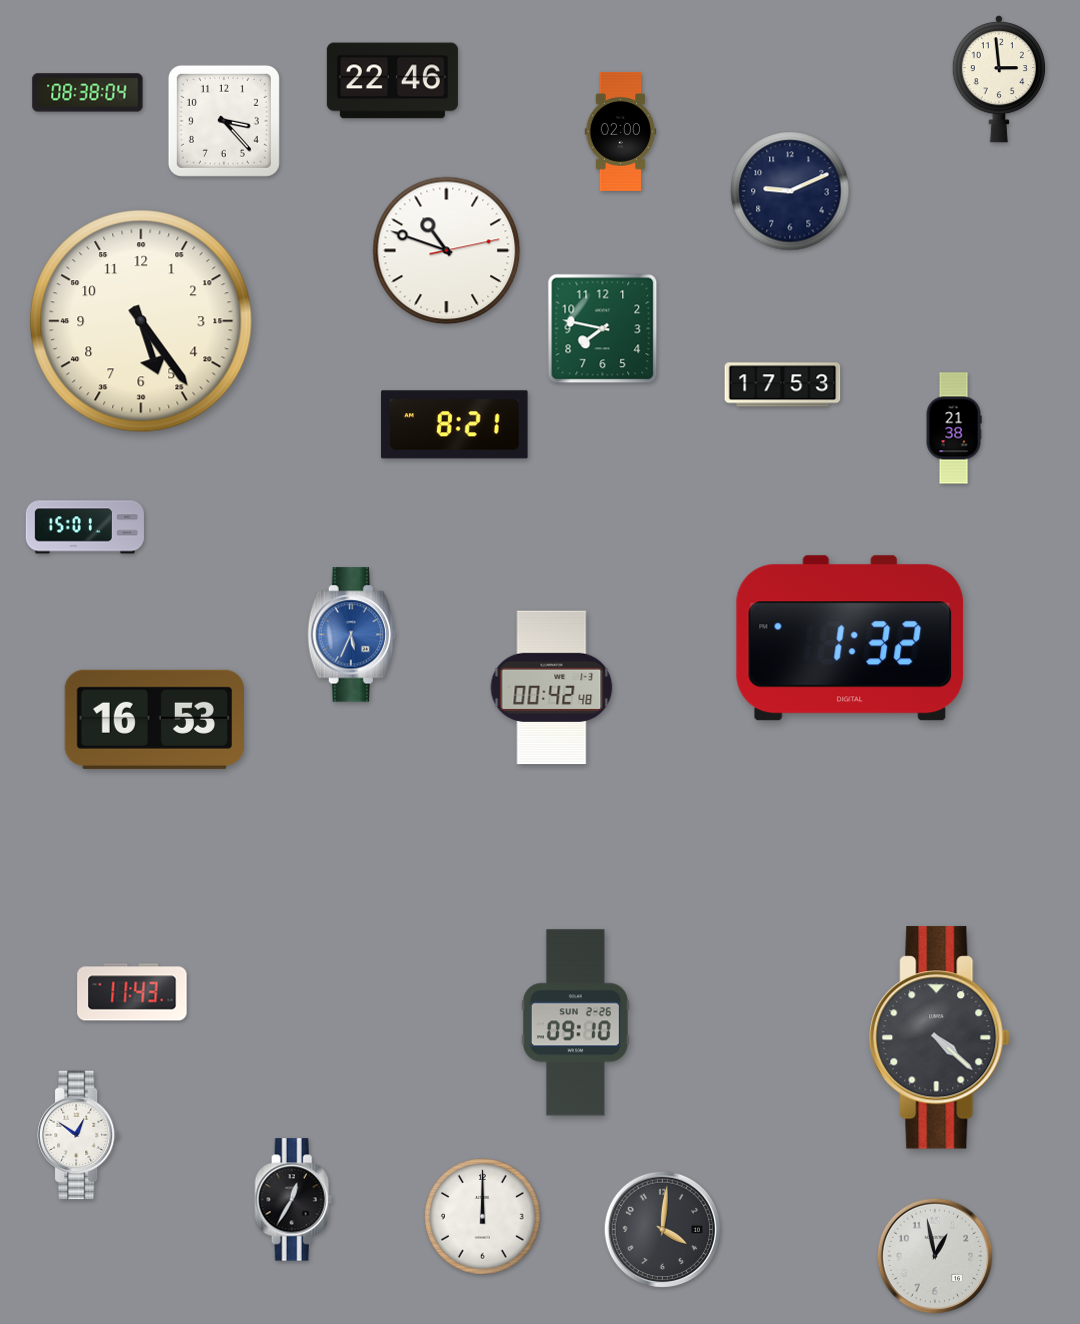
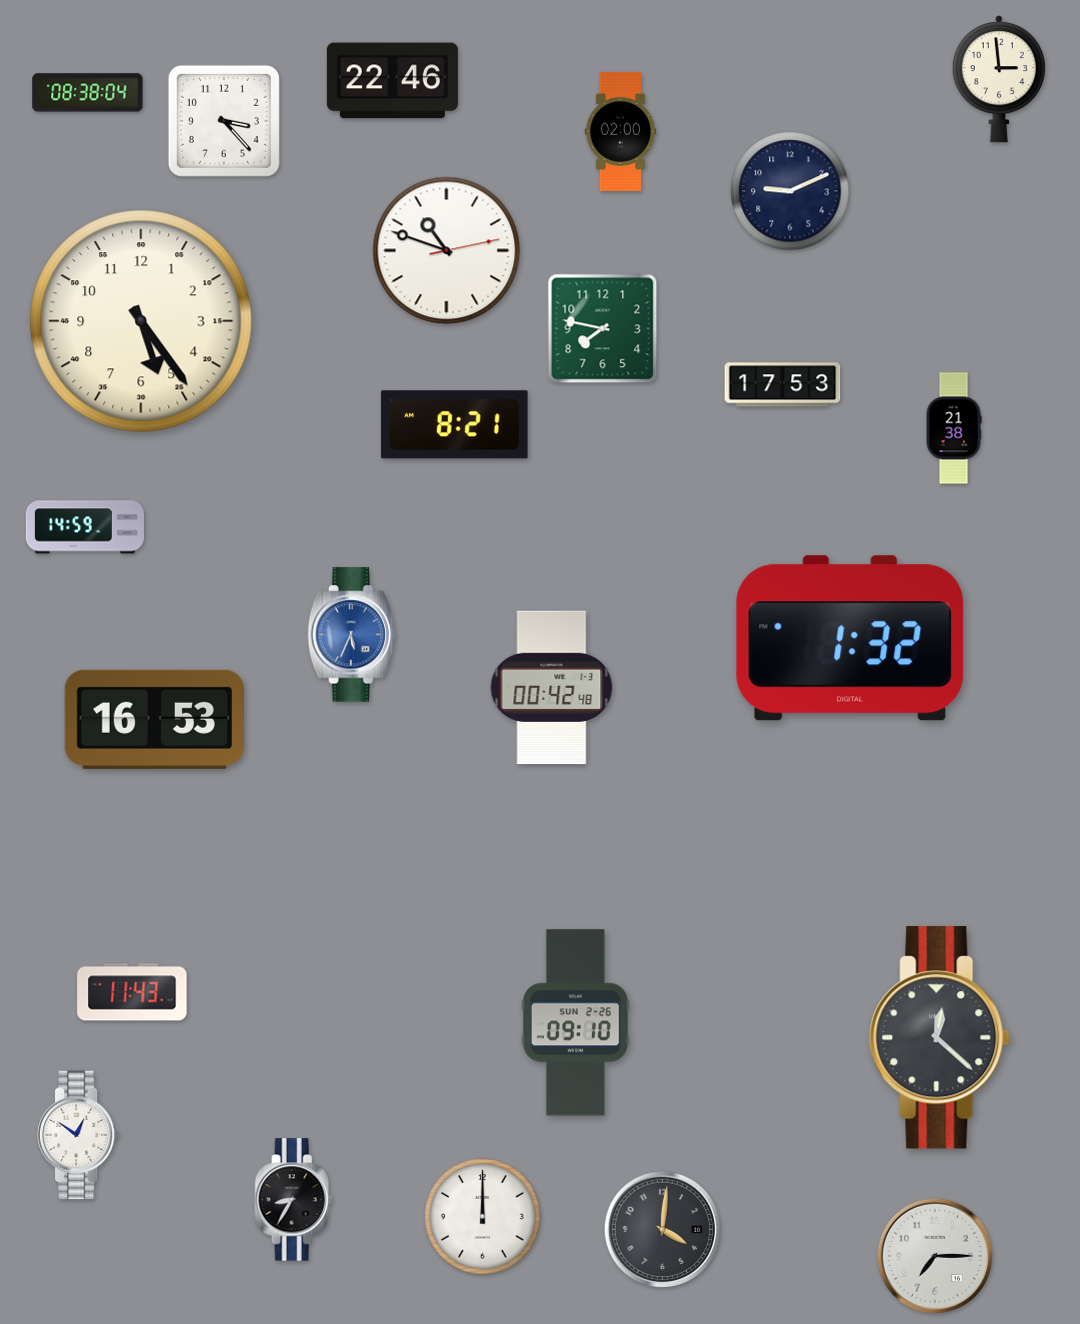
clock at (85, 527): 15:01 -> 14:59
clock at (940, 1038): 4:22 -> 12:22
clock at (294, 1200): 12:35 -> 8:35
clock at (935, 1256): 12:58 -> 7:15
